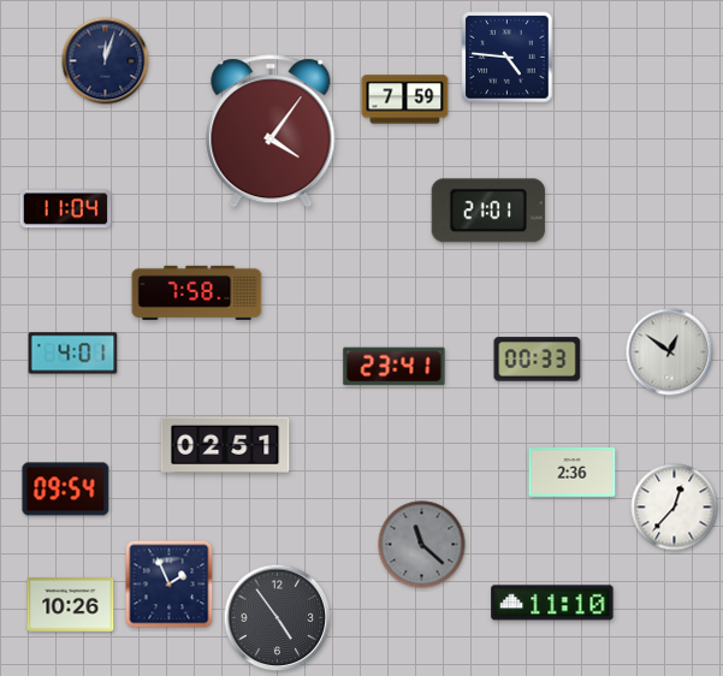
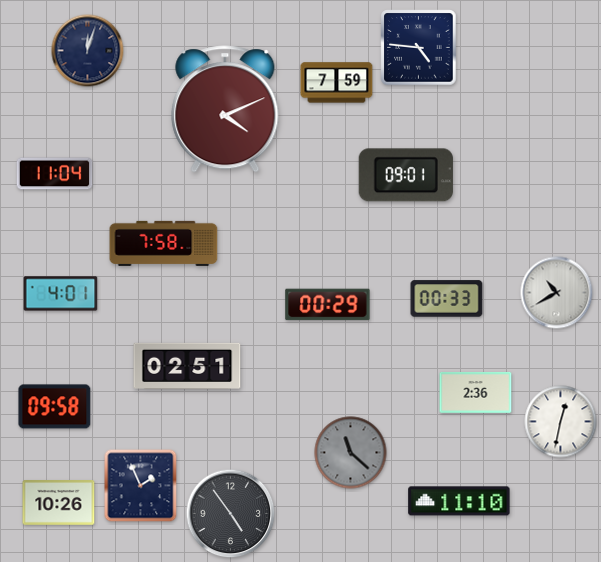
clock at (508, 58) position: (508, 58) -> (419, 48)
clock at (271, 131): 4:06 -> 4:11
clock at (488, 210): 21:01 -> 09:01
clock at (670, 352): 12:51 -> 10:40
clock at (395, 367): 23:41 -> 00:29
clock at (225, 444) position: (225, 444) -> (187, 365)
clock at (66, 490): 09:54 -> 09:58
clock at (675, 508): 12:37 -> 12:32
